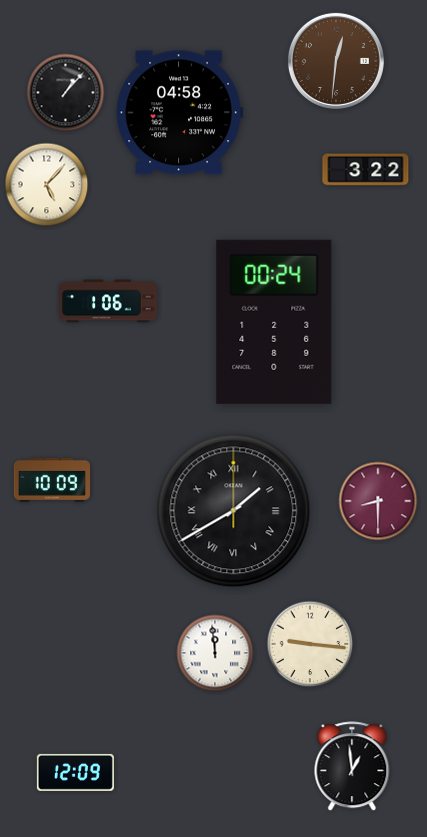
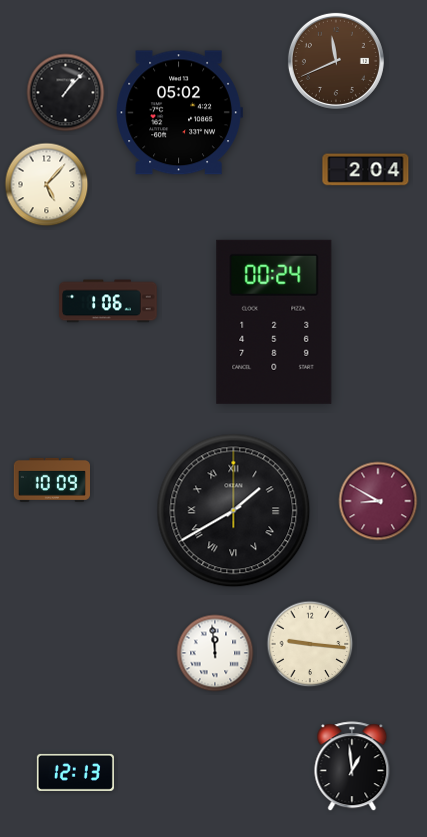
clock at (336, 61): 12:31 -> 11:41
clock at (179, 113): 04:58 -> 05:02
clock at (366, 170): 3:22 -> 2:04
clock at (378, 501): 8:30 -> 8:50
clock at (75, 772): 12:09 -> 12:13
